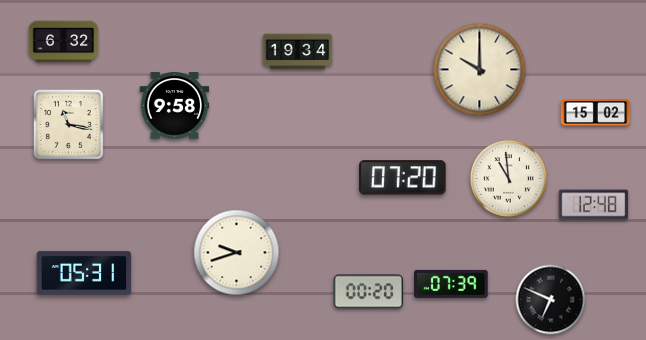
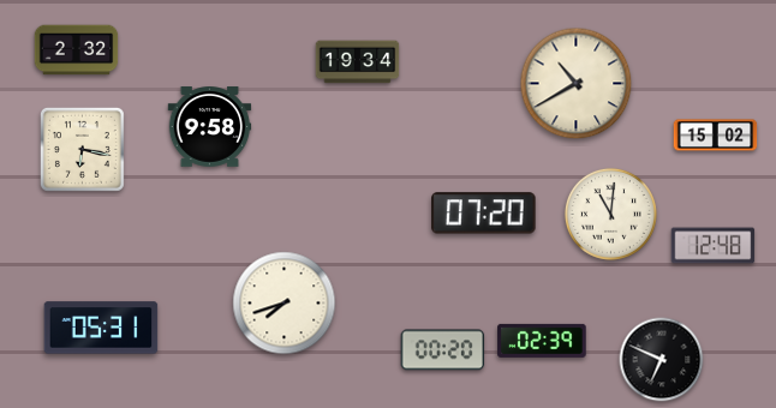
clock at (64, 42): 6:32 -> 2:32
clock at (480, 70): 10:00 -> 10:40
clock at (68, 124): 11:17 -> 6:17
clock at (508, 178): 10:59 -> 11:01
clock at (237, 253): 9:42 -> 7:42
clock at (451, 284): 07:39 -> 02:39
